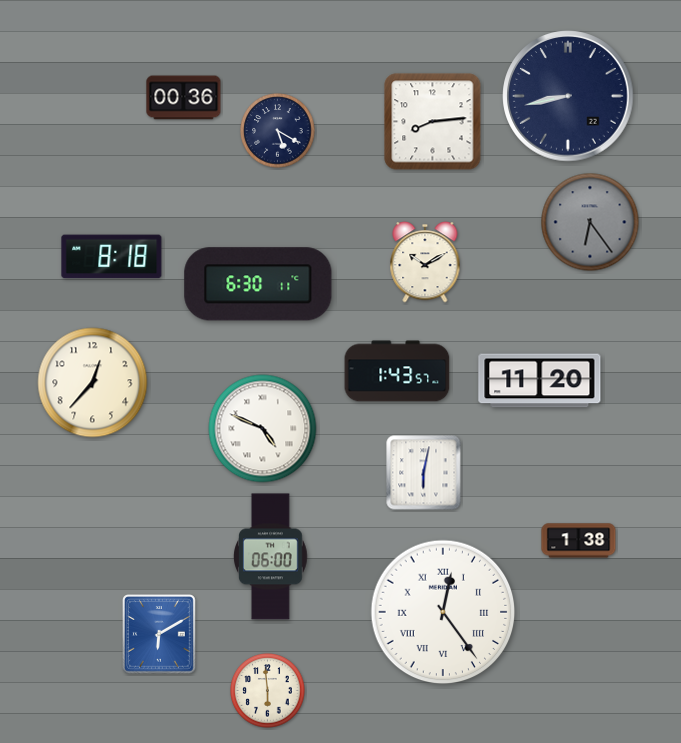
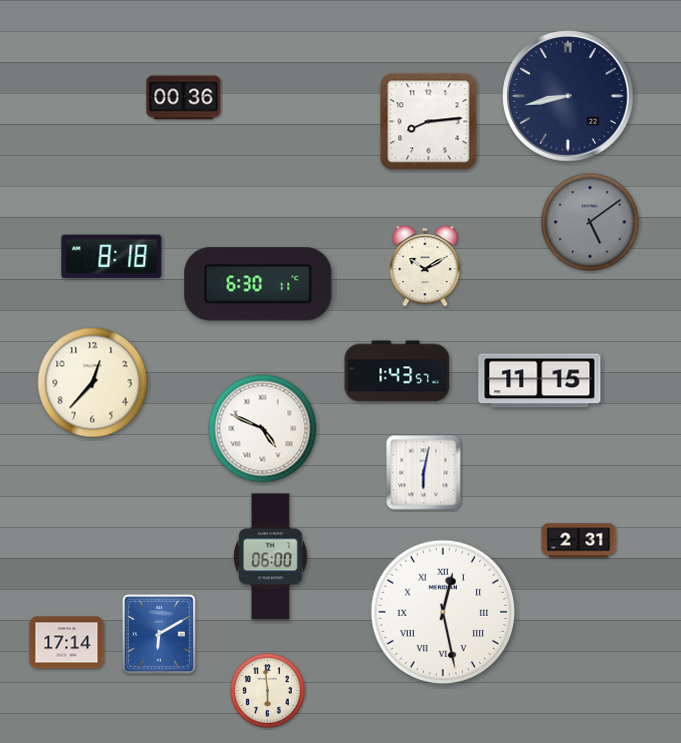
clock at (433, 122) position: (433, 122) -> (429, 122)
clock at (278, 131): 5:20 -> none
clock at (590, 222): 6:24 -> 5:09
clock at (425, 262) position: (425, 262) -> (425, 266)
clock at (540, 381): 11:20 -> 11:15
clock at (579, 541): 1:38 -> 2:31
clock at (443, 612): 12:24 -> 12:28
clock at (67, 643): none -> 17:14
